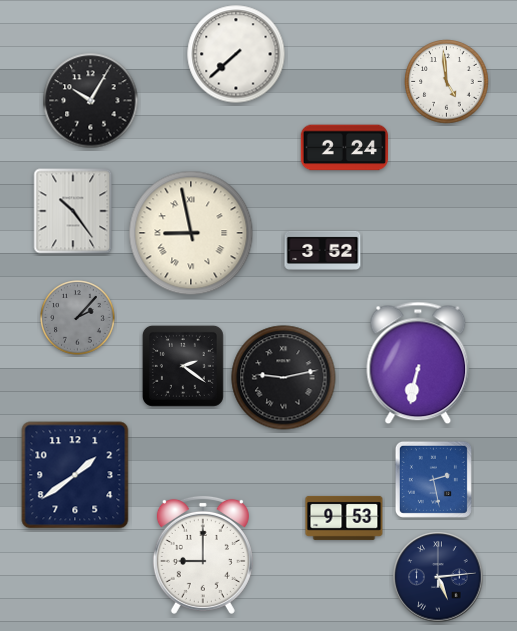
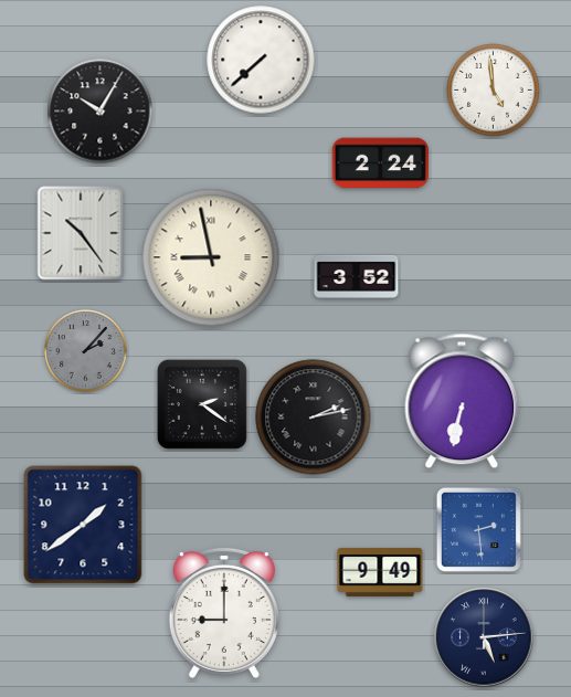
clock at (284, 378): 9:13 -> 2:13
clock at (433, 479): 2:28 -> 2:29
clock at (344, 518): 9:53 -> 9:49
